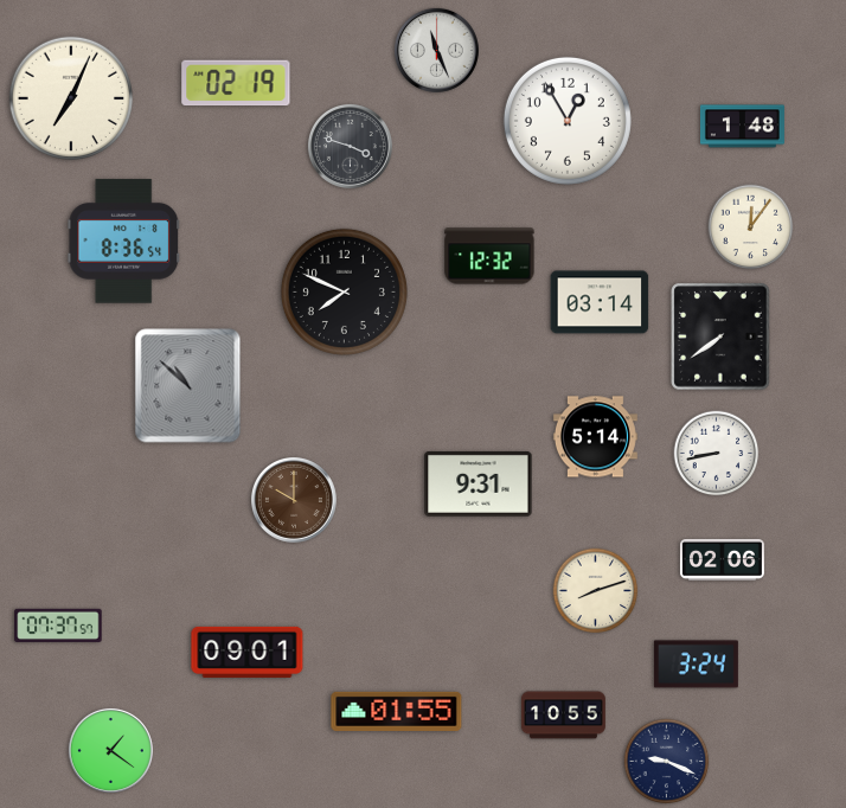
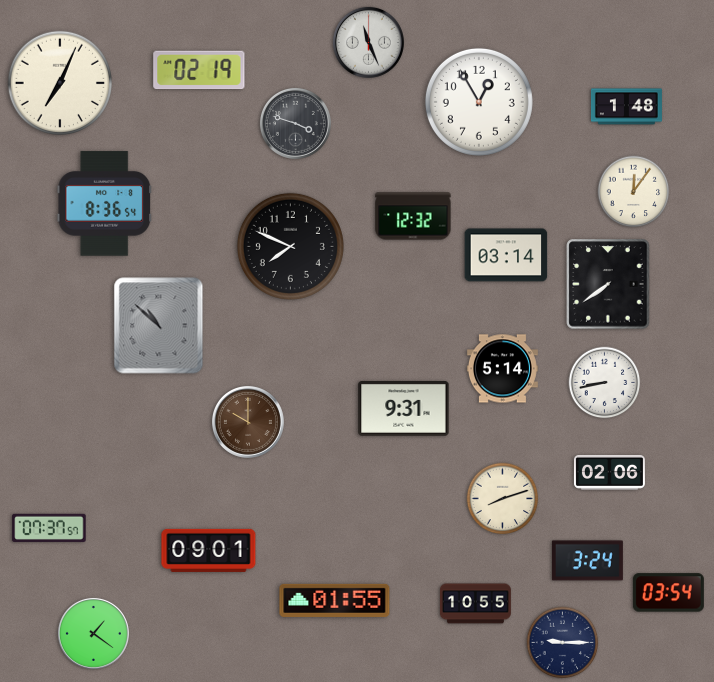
clock at (668, 593): none -> 03:54
clock at (667, 762): 9:19 -> 9:15
